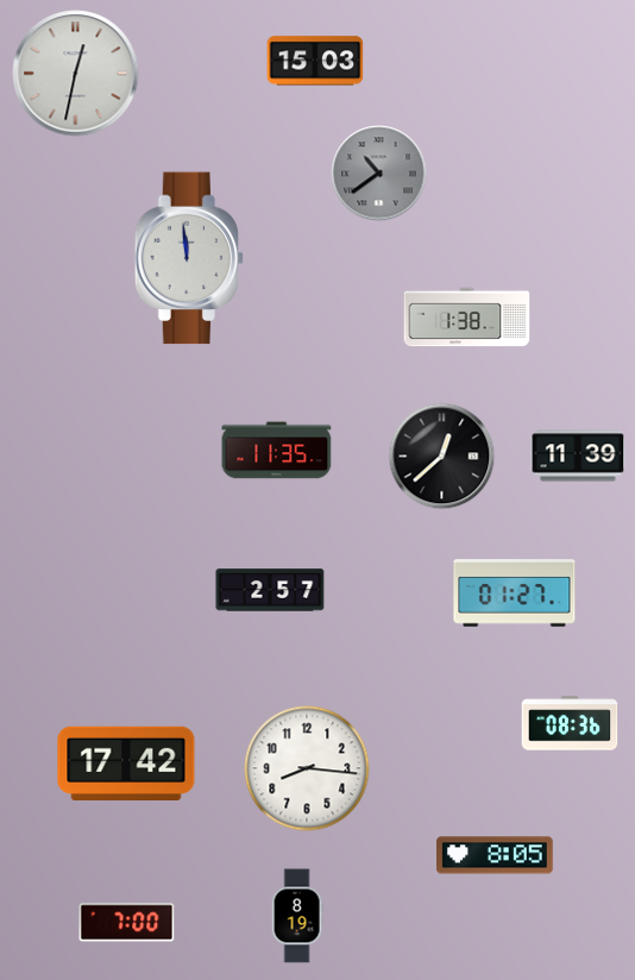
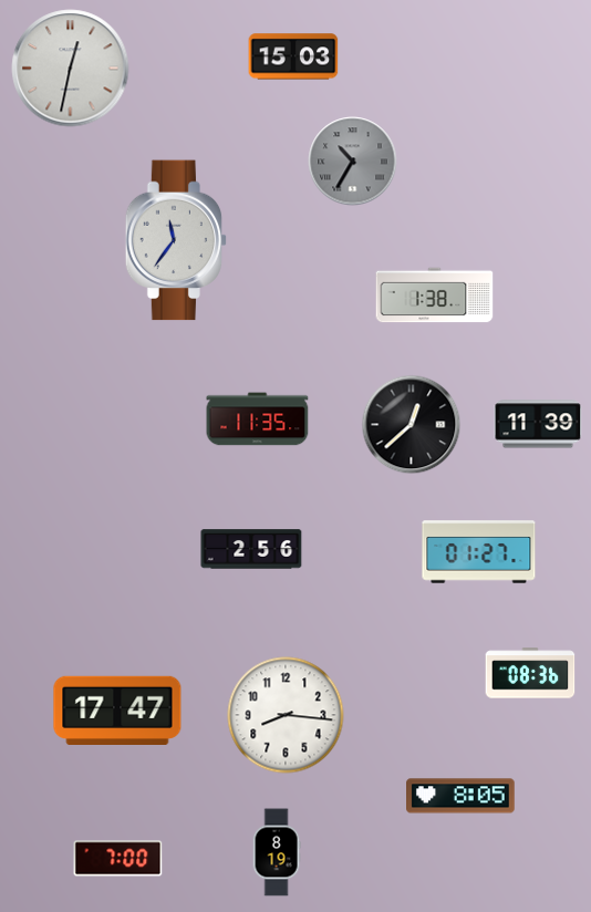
clock at (379, 174): 10:39 -> 10:35
clock at (189, 258): 11:59 -> 11:36
clock at (270, 590): 2:57 -> 2:56
clock at (126, 762): 17:42 -> 17:47
